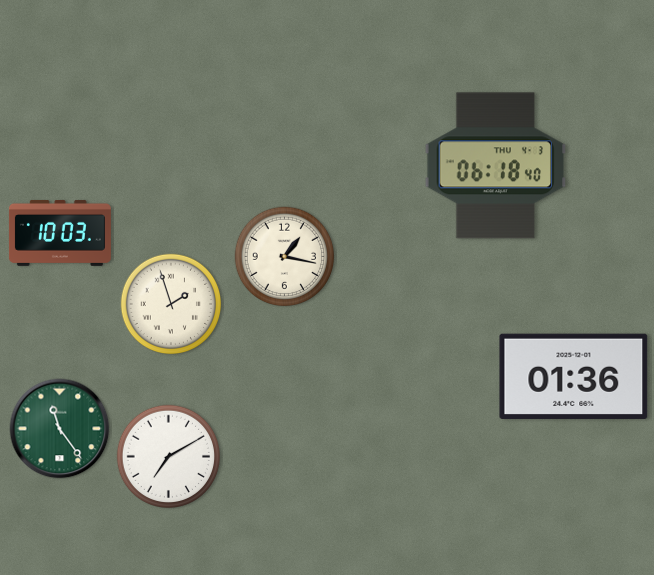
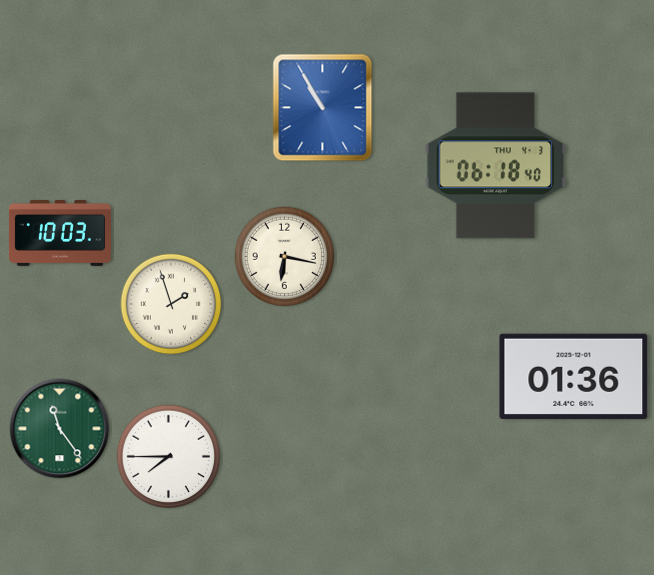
clock at (323, 108): none -> 10:55
clock at (285, 257): 1:17 -> 6:17
clock at (168, 456): 7:10 -> 7:45
